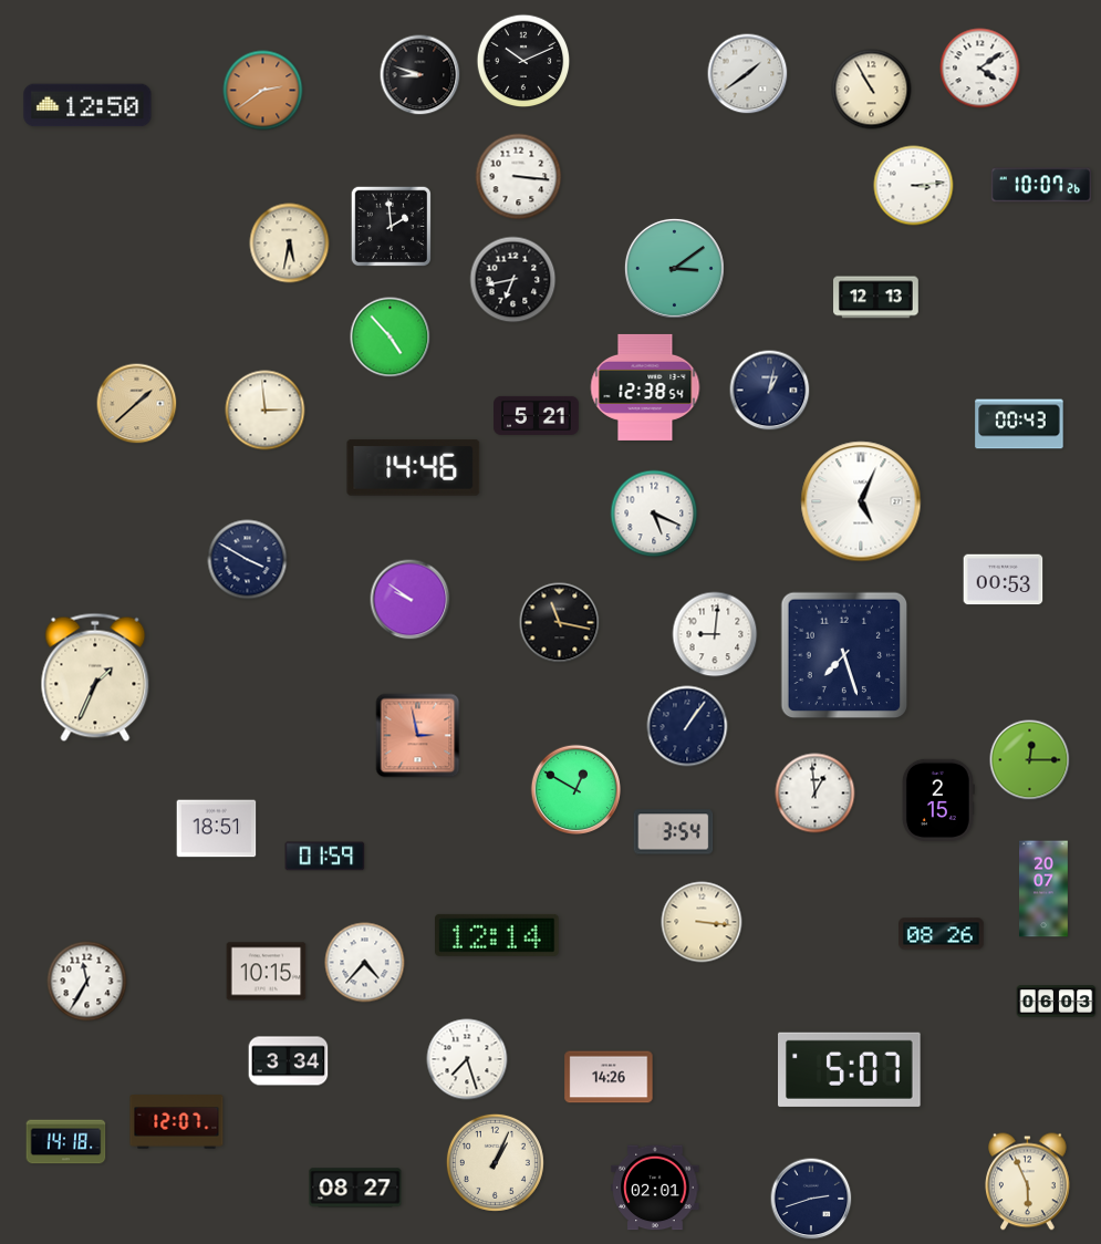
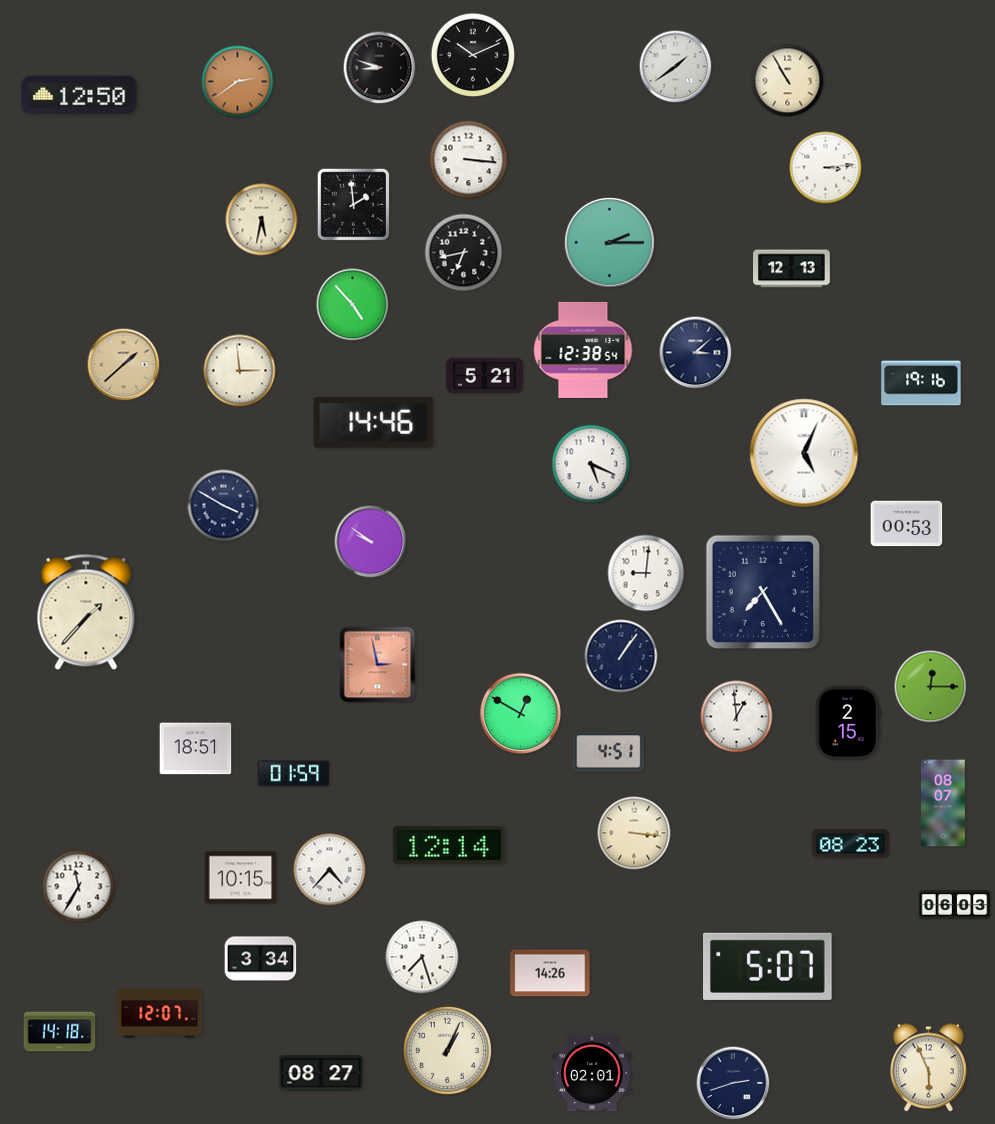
clock at (980, 69): 4:09 -> none
clock at (1040, 185): 10:07 -> none
clock at (674, 268): 3:09 -> 2:15
clock at (770, 391): 1:02 -> 3:08
clock at (1019, 424): 00:43 -> 19:16
clock at (861, 501) position: (861, 501) -> (804, 453)
clock at (560, 623): 11:17 -> none
clock at (844, 655): 7:27 -> 7:25
clock at (95, 677): 1:34 -> 1:37
clock at (674, 832): 3:54 -> 4:51
clock at (1045, 889): 20:07 -> 08:07
clock at (942, 934): 08:26 -> 08:23
